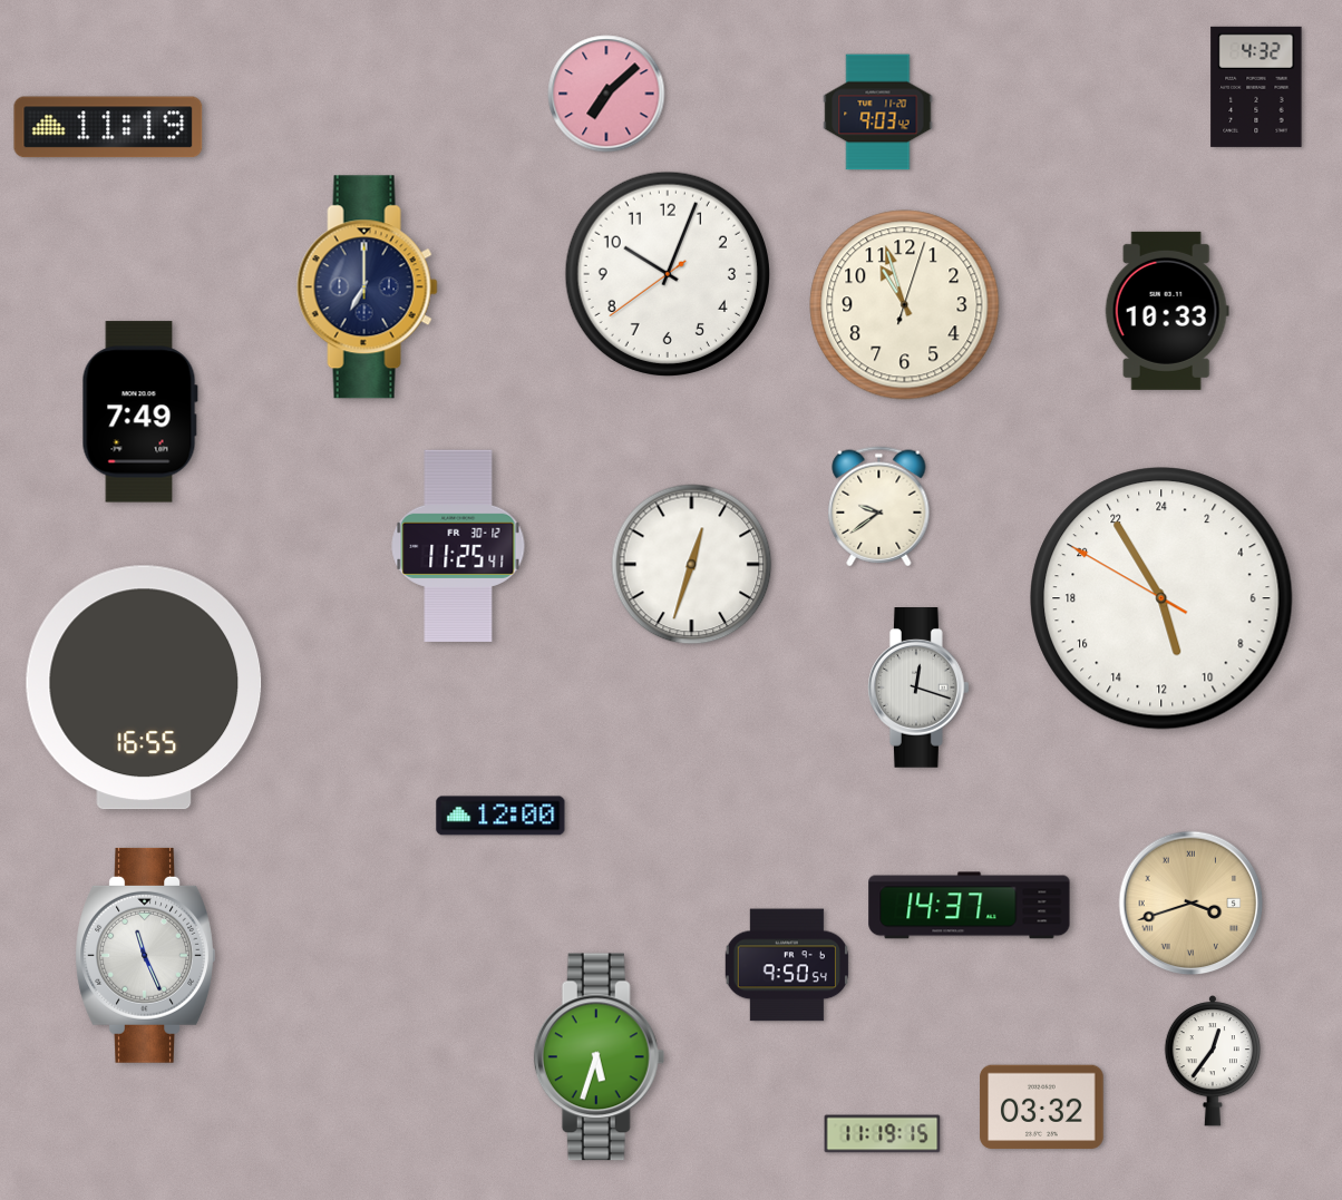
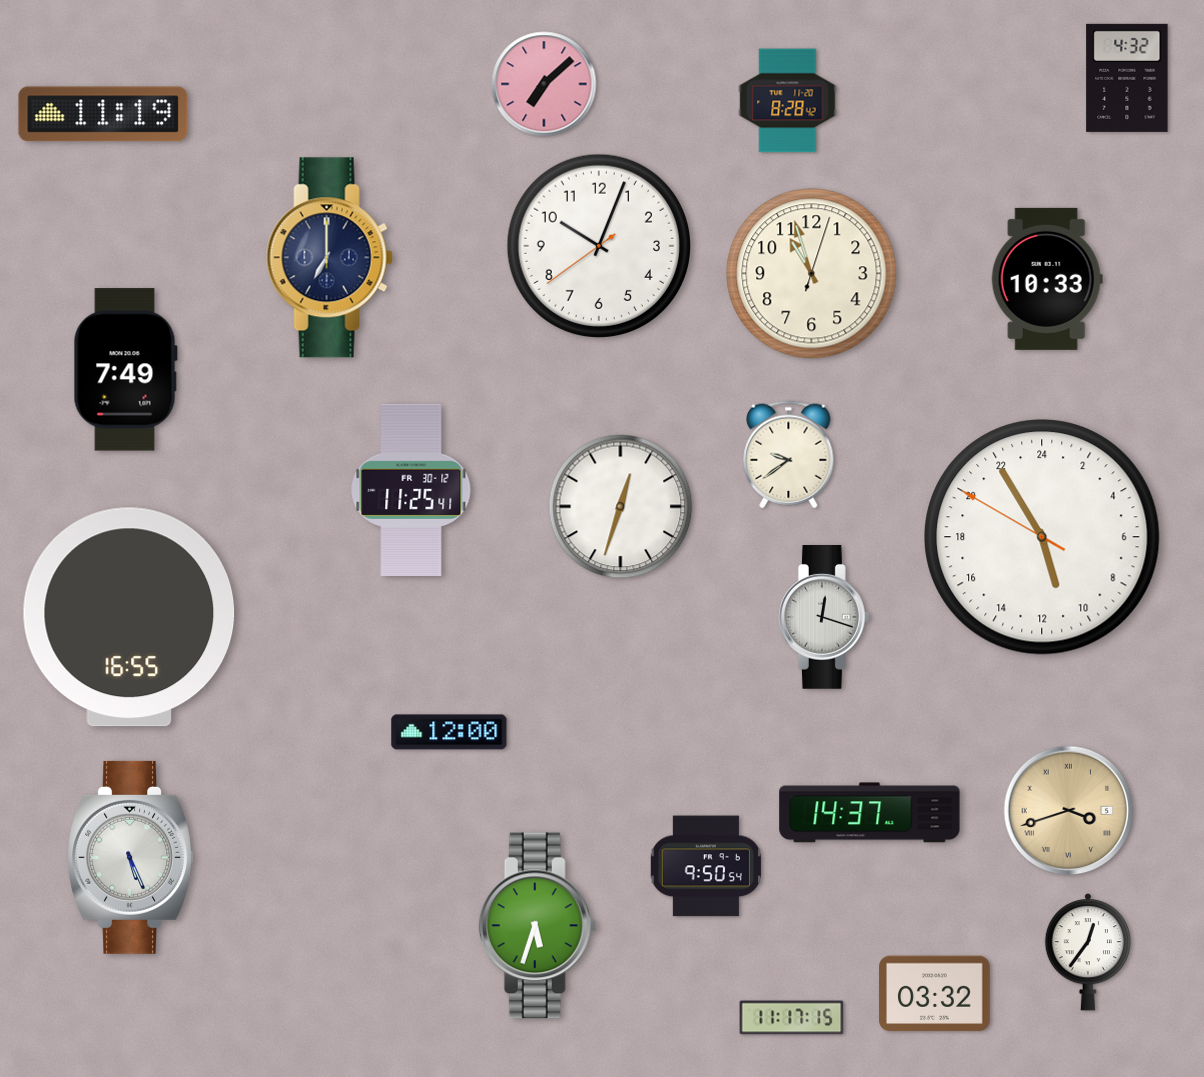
clock at (878, 113): 9:03 -> 8:28
clock at (108, 127) position: (108, 127) -> (103, 114)
clock at (145, 955): 11:26 -> 5:26
clock at (600, 1057) position: (600, 1057) -> (538, 926)
clock at (883, 1134): 11:19 -> 11:17
